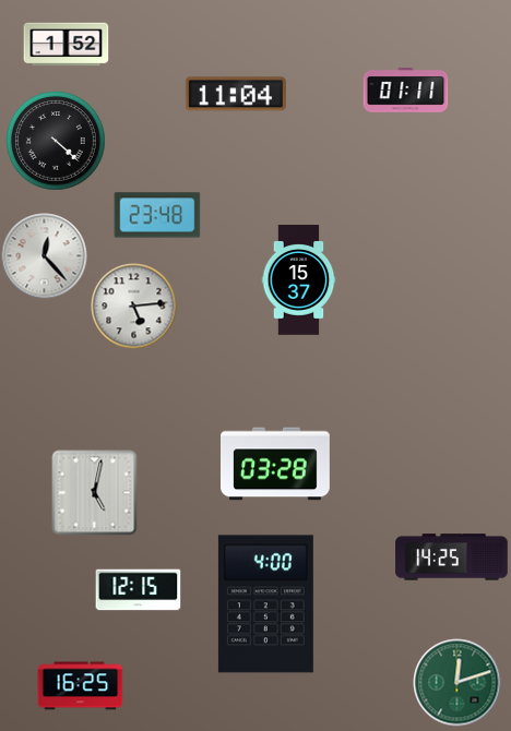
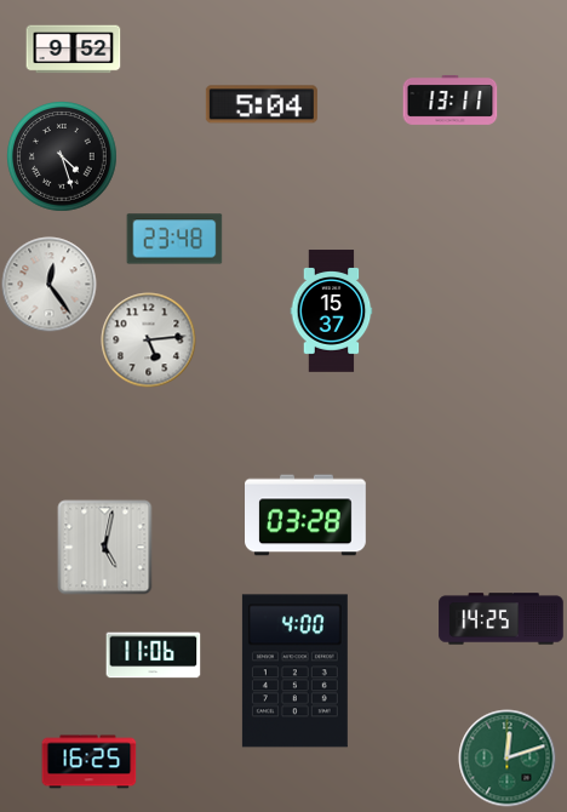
clock at (66, 45): 1:52 -> 9:52
clock at (405, 89): 01:11 -> 13:11
clock at (236, 94): 11:04 -> 5:04
clock at (56, 141): 4:22 -> 4:27
clock at (44, 255): 12:23 -> 12:24
clock at (138, 590): 12:15 -> 11:06
